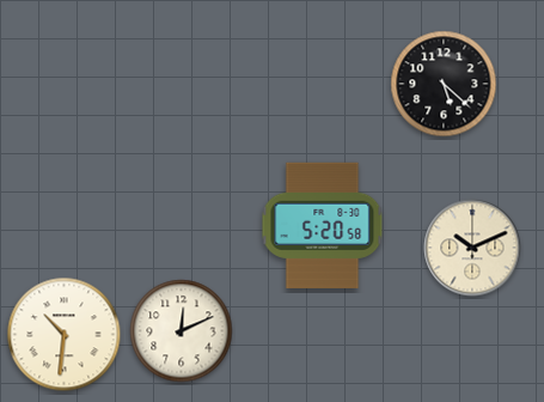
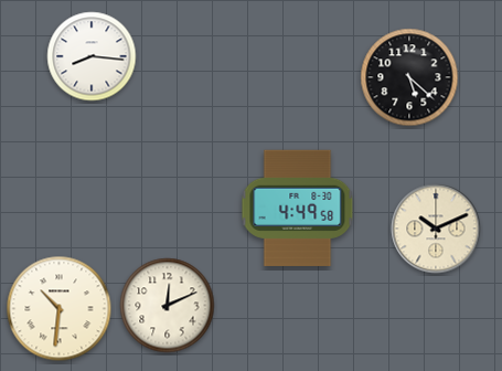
clock at (92, 56): none -> 8:16
clock at (323, 225): 5:20 -> 4:49
